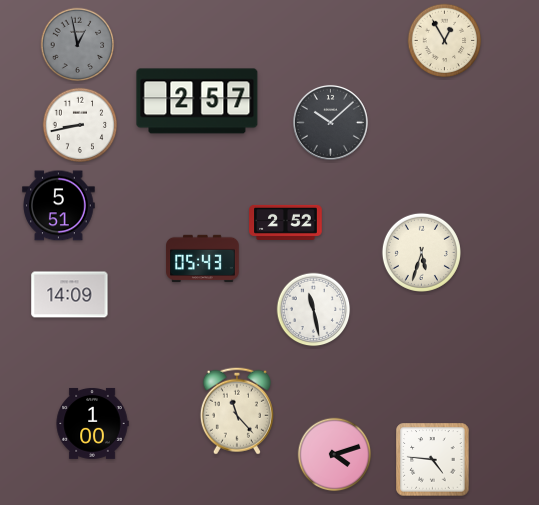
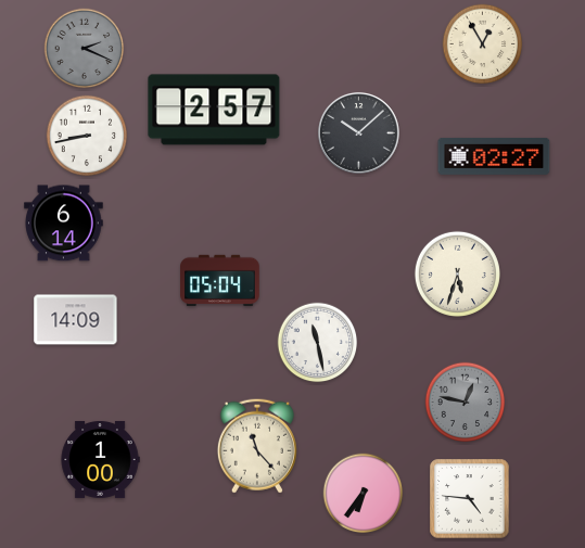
clock at (78, 45): 12:58 -> 2:19
clock at (494, 156): none -> 02:27
clock at (59, 206): 5:51 -> 6:14
clock at (286, 222): 2:52 -> none
clock at (203, 259): 05:43 -> 05:04
clock at (314, 310) position: (314, 310) -> (318, 343)
clock at (466, 403): none -> 12:47
clock at (335, 455): 4:12 -> 6:36
